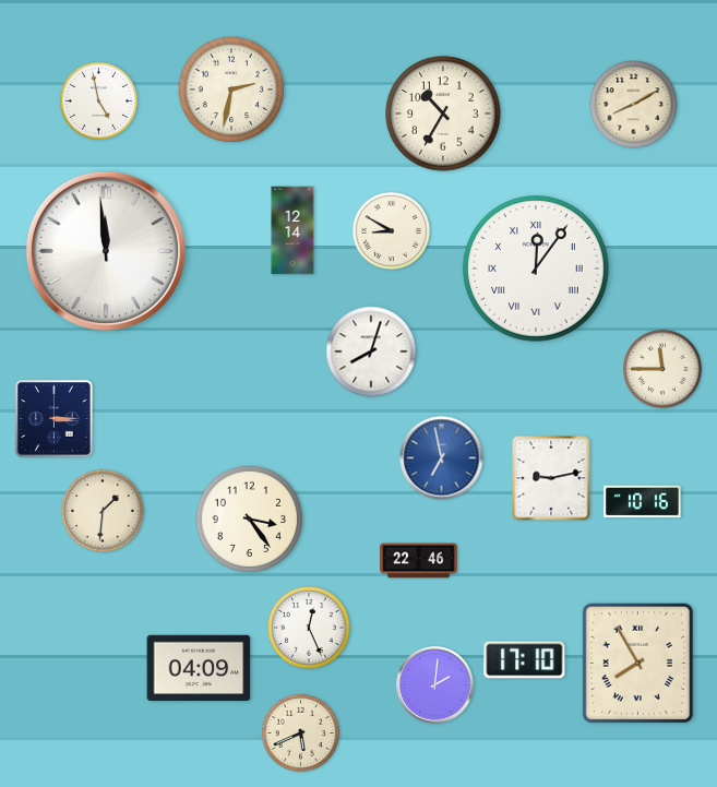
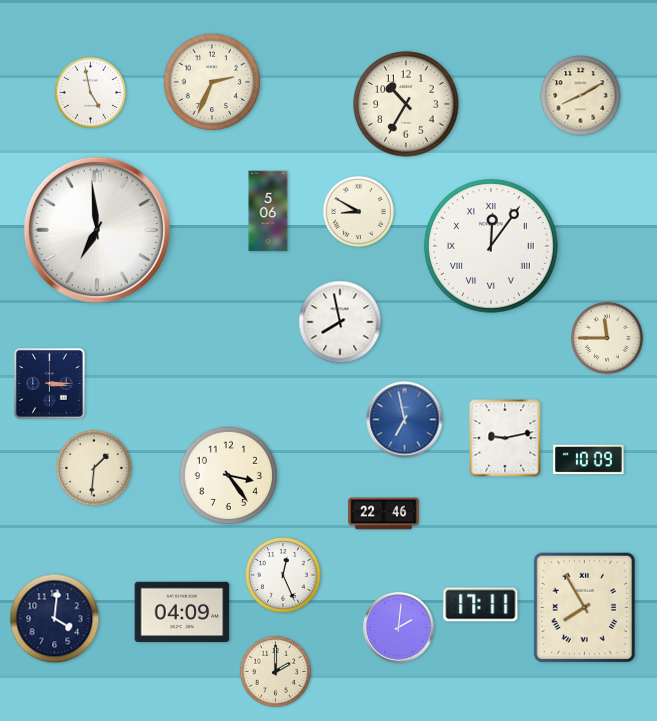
clock at (231, 90): 2:32 -> 2:34
clock at (292, 230): 12:14 -> 5:06
clock at (106, 251): 11:59 -> 6:59
clock at (371, 351): 8:03 -> 7:58
clock at (643, 502): 10:16 -> 10:09
clock at (525, 660): 17:10 -> 17:11
clock at (55, 619): none -> 4:01
clock at (300, 732): 5:41 -> 2:00
